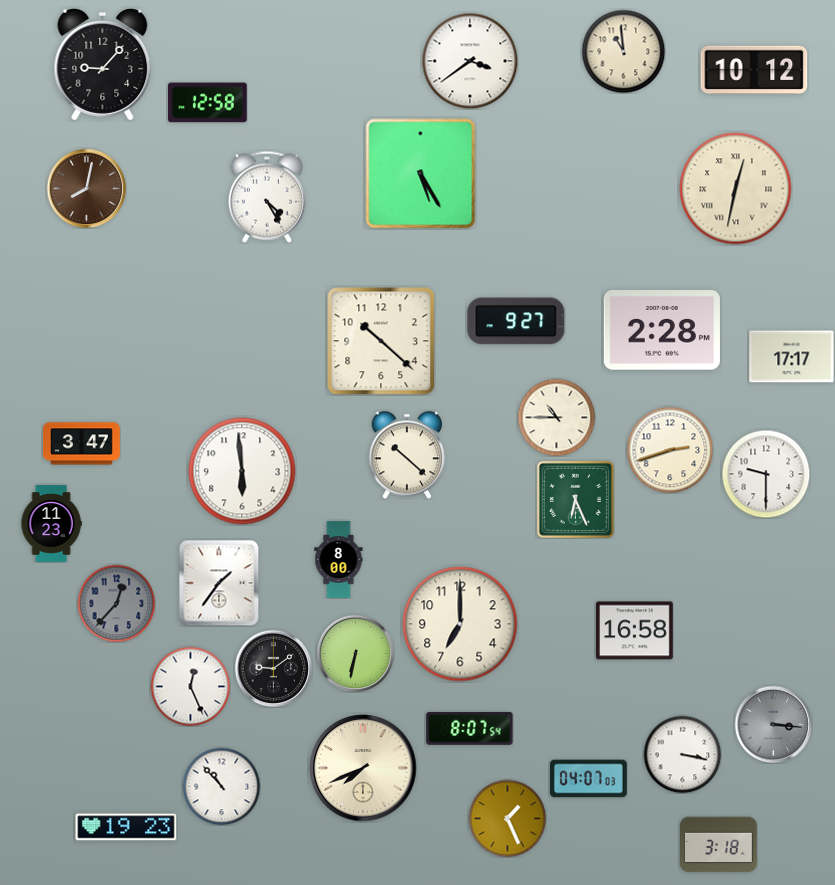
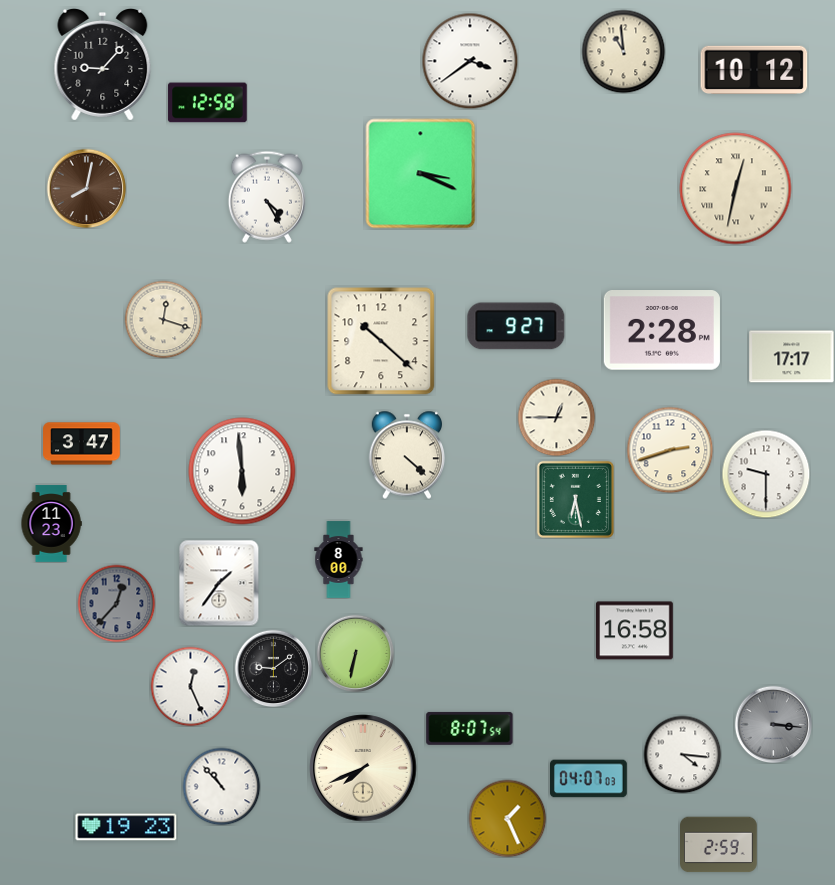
clock at (421, 174): 5:25 -> 3:19
clock at (163, 319): none -> 12:18
clock at (516, 321) position: (516, 321) -> (516, 326)
clock at (556, 417): 10:45 -> 12:45
clock at (407, 455): 10:22 -> 4:22
clock at (575, 499): 6:26 -> 6:28
clock at (460, 624): 7:00 -> none
clock at (682, 754): 3:17 -> 4:16
clock at (719, 845): 3:18 -> 2:59
